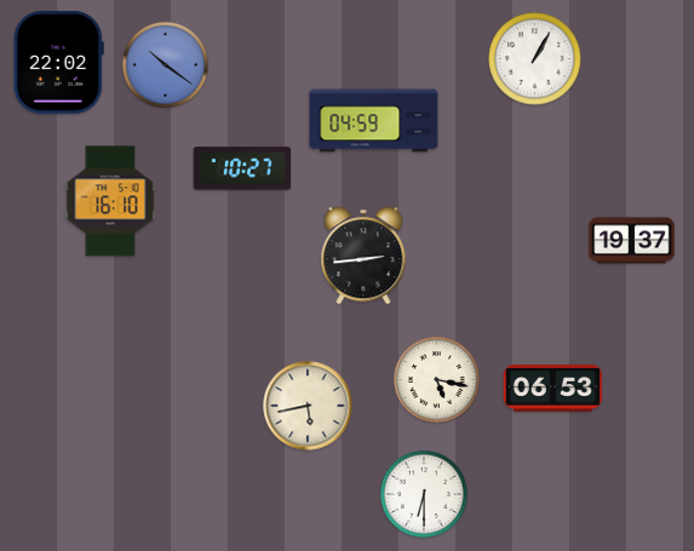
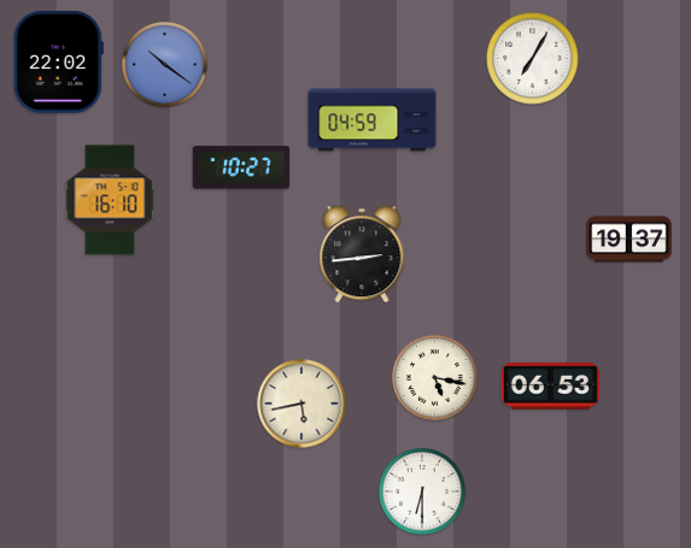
clock at (535, 59): 1:05 -> 7:05
clock at (308, 406) position: (308, 406) -> (301, 403)
